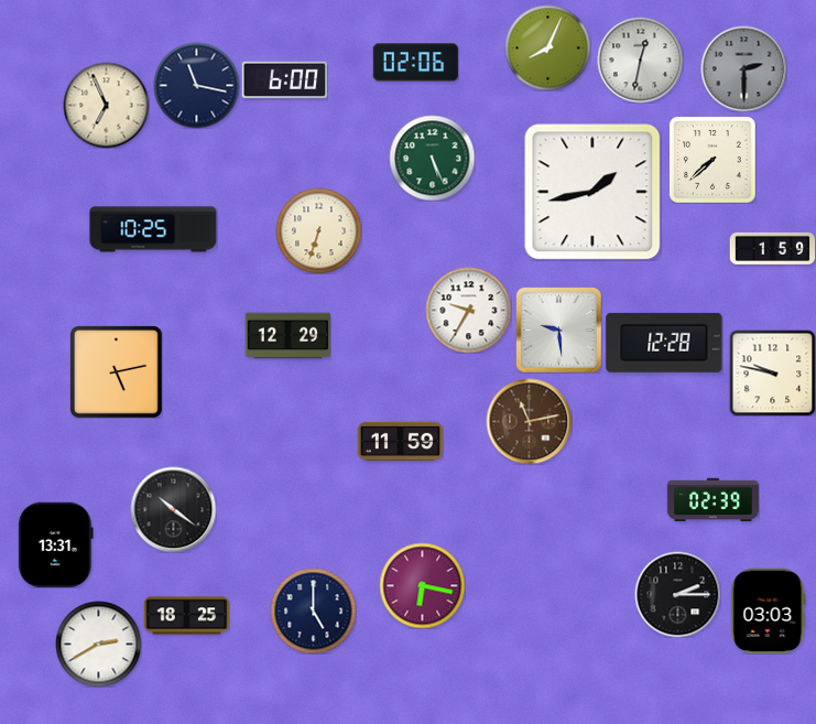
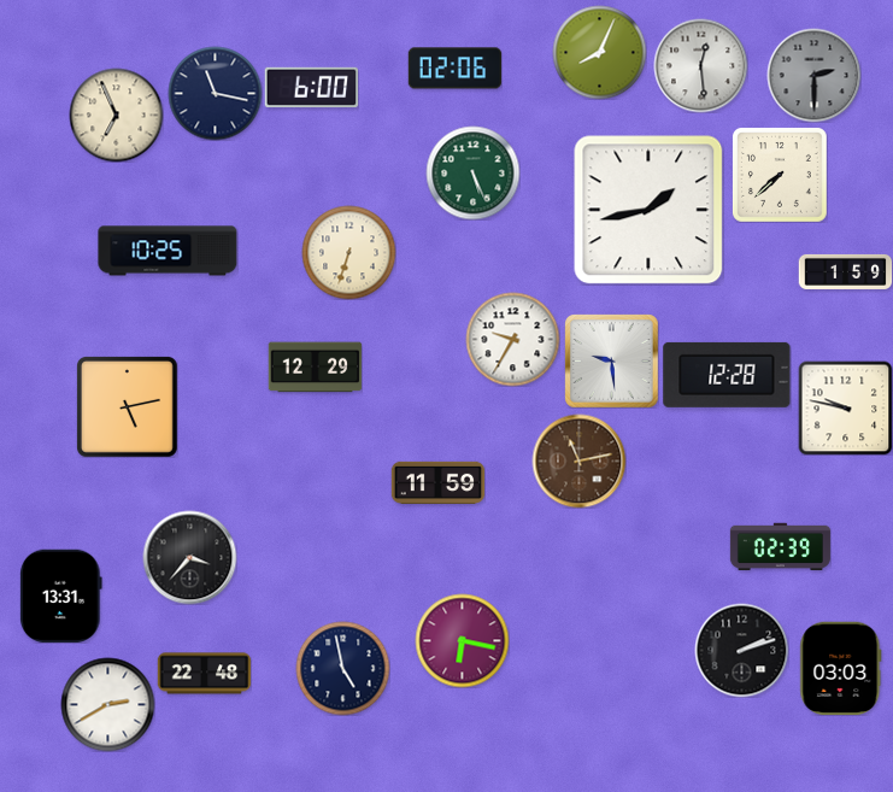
clock at (640, 60): 12:32 -> 12:29
clock at (173, 509): 10:21 -> 3:37
clock at (677, 594): 2:15 -> 2:12
clock at (313, 610): 5:00 -> 4:58
clock at (186, 616): 18:25 -> 22:48
